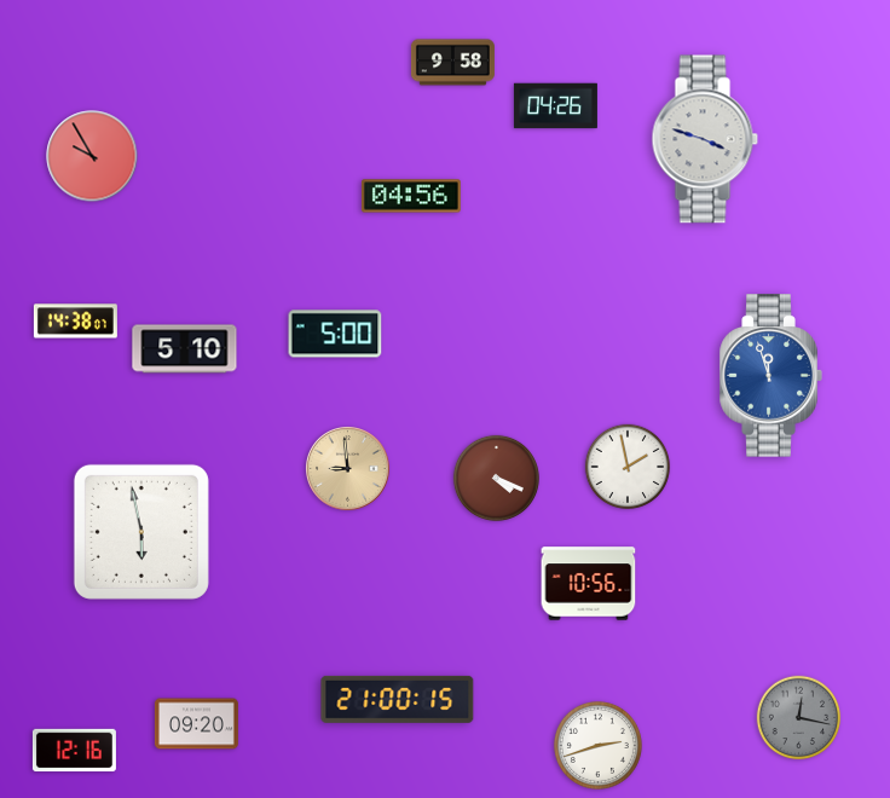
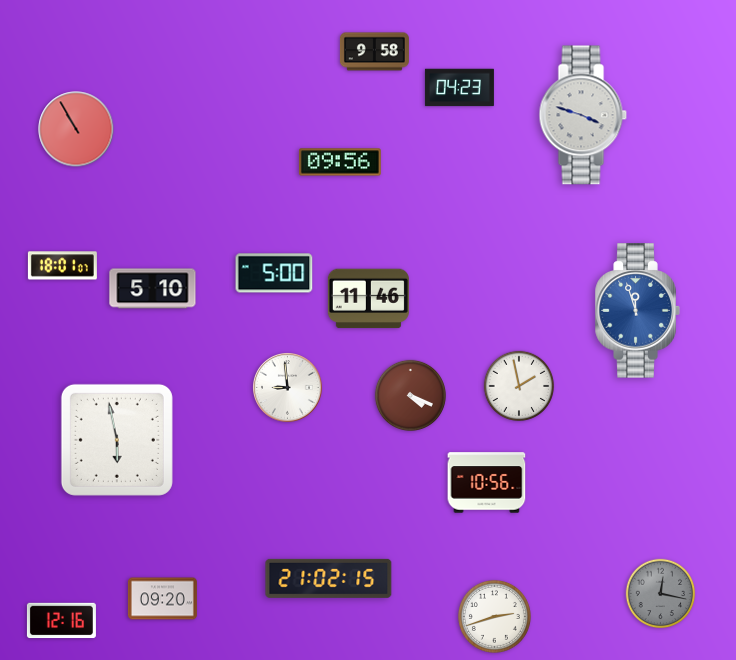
clock at (555, 106): 04:26 -> 04:23
clock at (92, 156): 9:55 -> 10:55
clock at (411, 196): 04:56 -> 09:56
clock at (75, 322): 14:38 -> 18:01
clock at (335, 334) position: (335, 334) -> (274, 273)
clock at (368, 299): none -> 11:46
clock at (348, 469) dial: champagne -> white
clock at (398, 699): 21:00 -> 21:02
